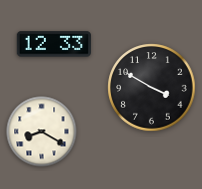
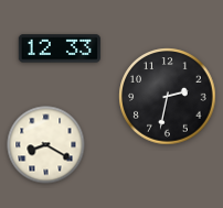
clock at (152, 88): 3:50 -> 2:32
